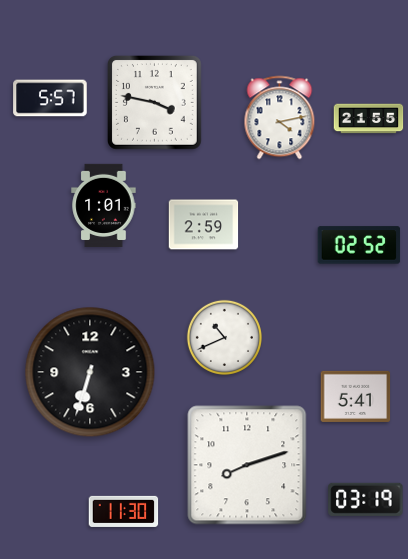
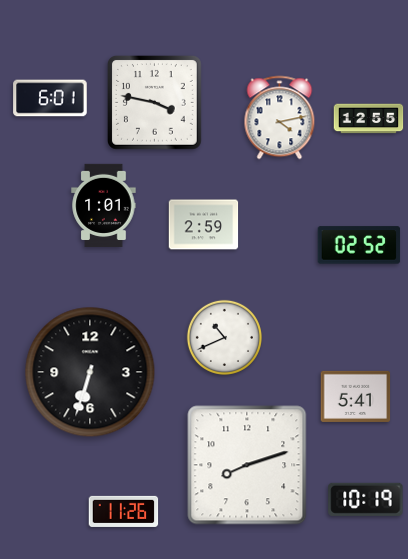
clock at (50, 98): 5:57 -> 6:01
clock at (369, 119): 21:55 -> 12:55
clock at (366, 499): 03:19 -> 10:19
clock at (124, 511): 11:30 -> 11:26
